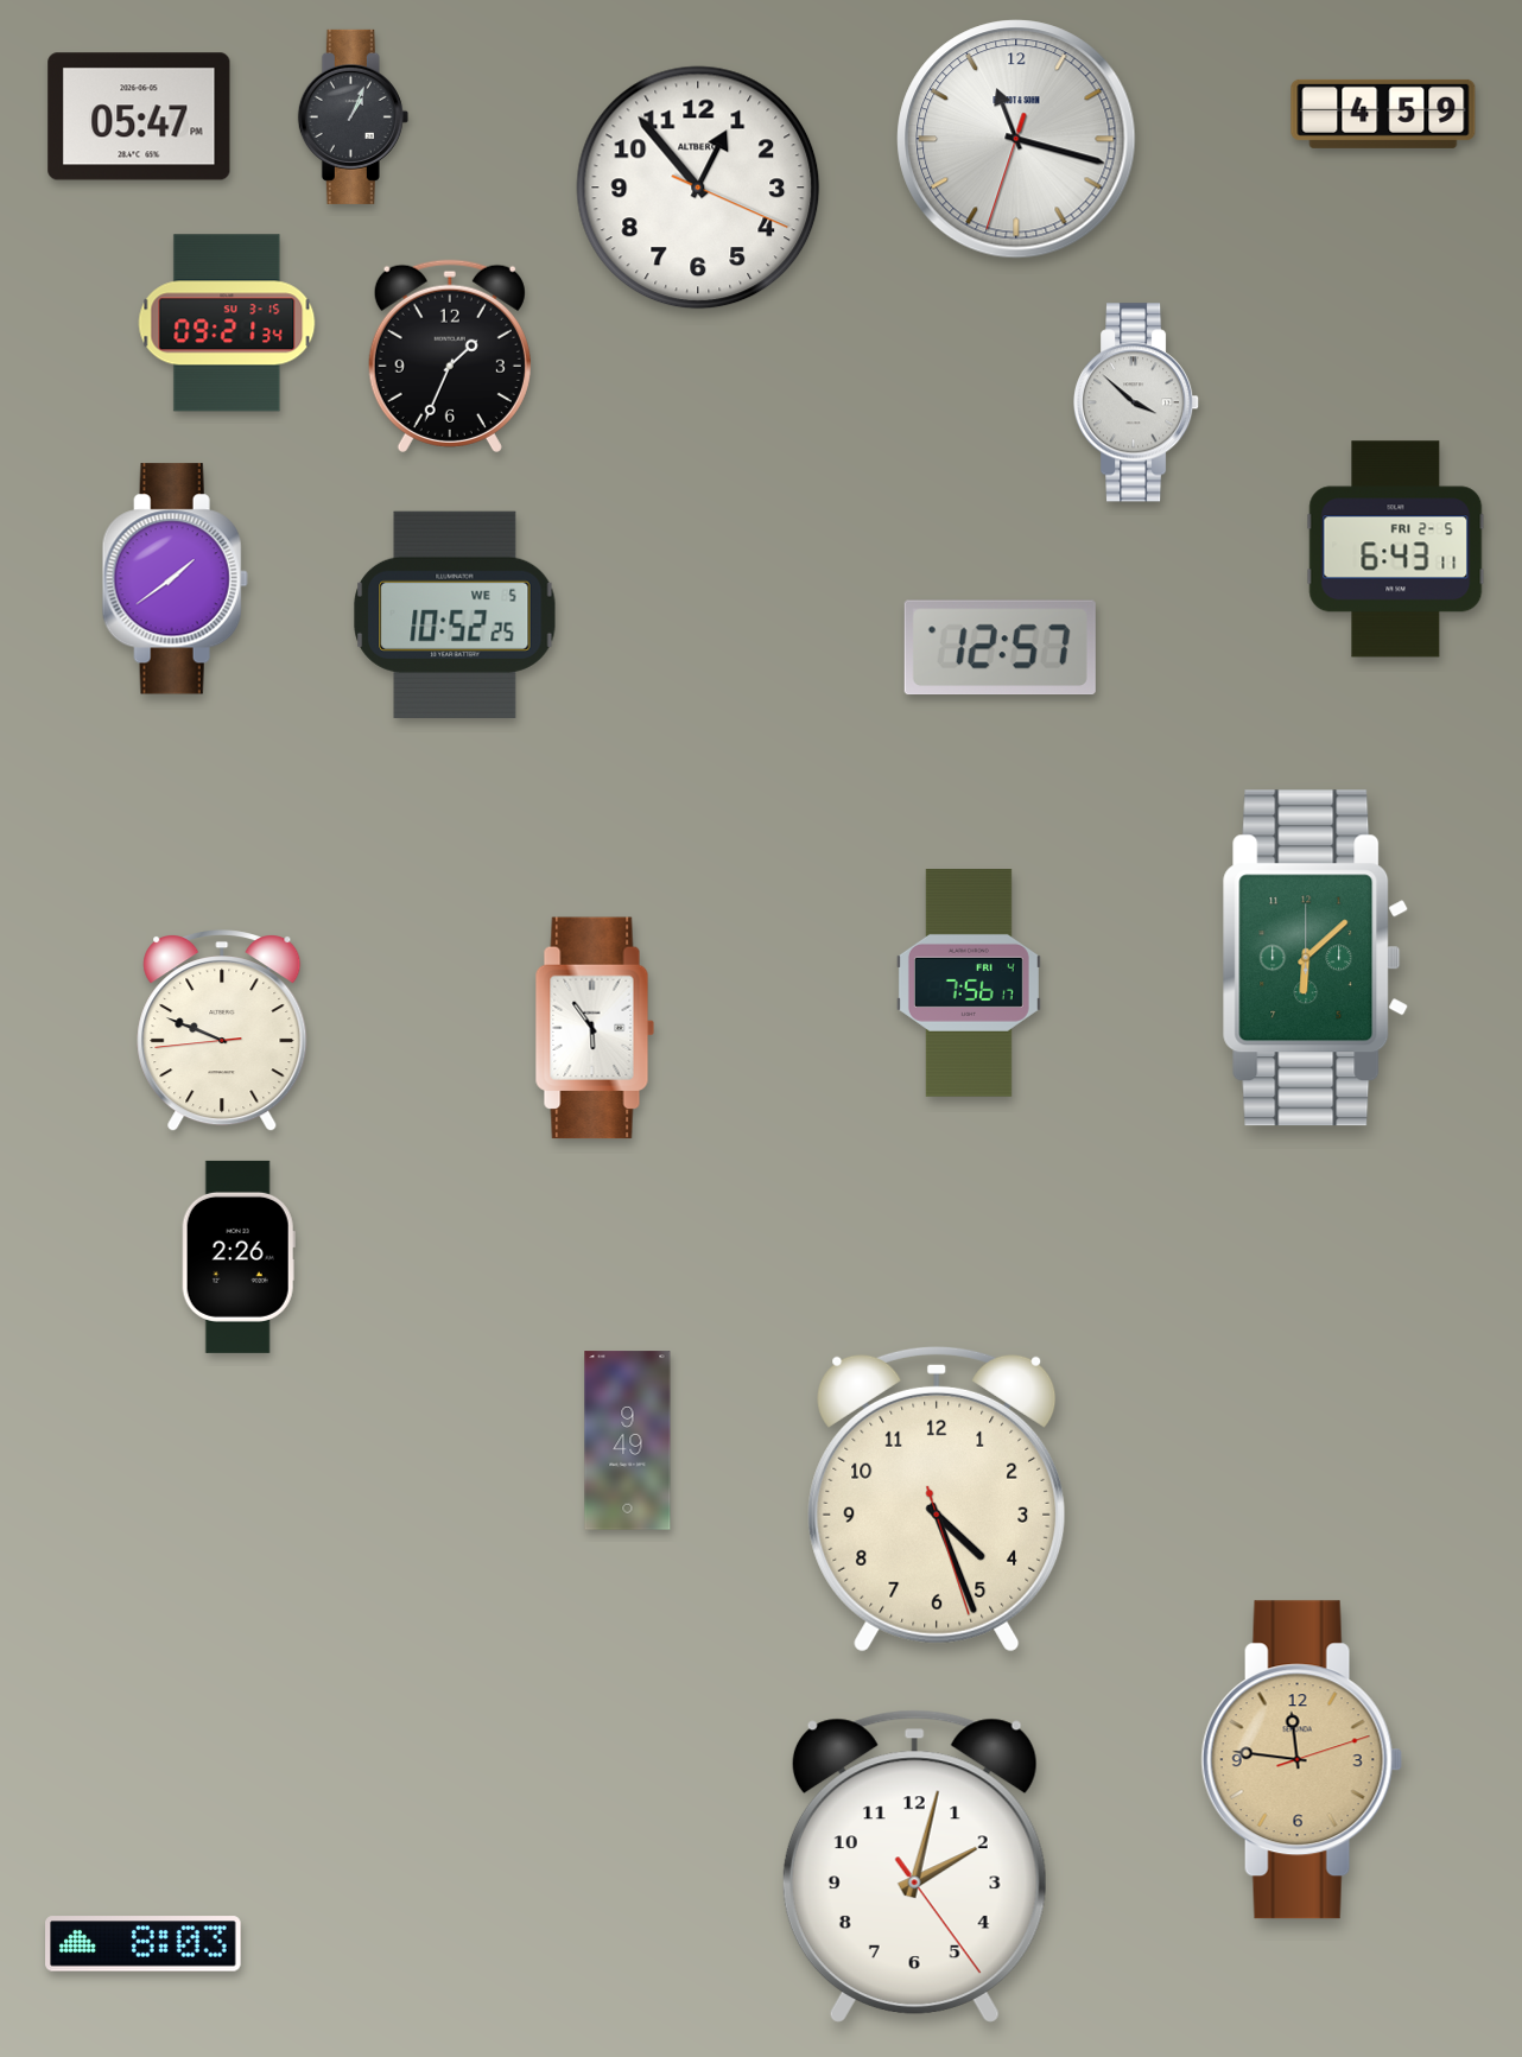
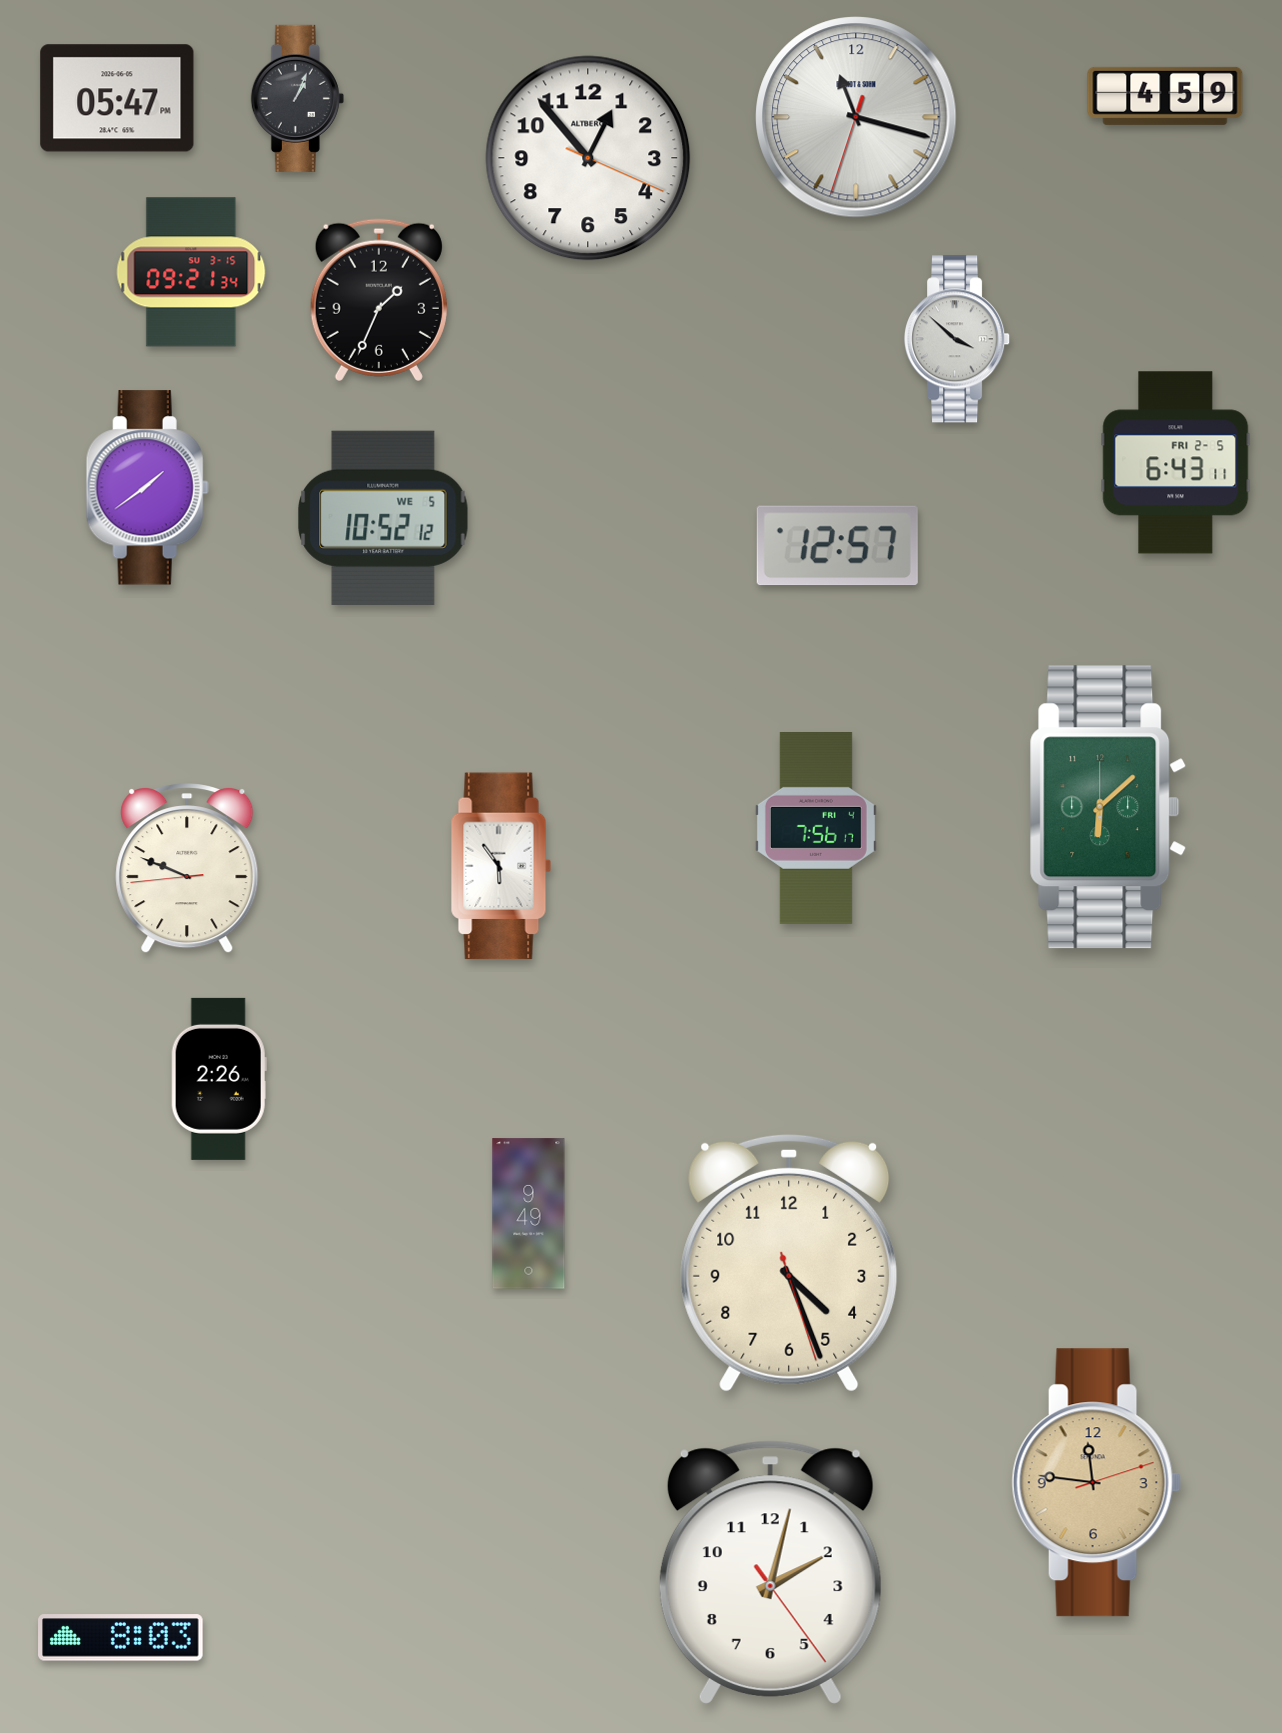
clock at (455, 615): 10:52:25 -> 10:52:12
clock at (1000, 648) position: (1000, 648) -> (837, 546)
clock at (239, 1257) position: (239, 1257) -> (219, 1079)
